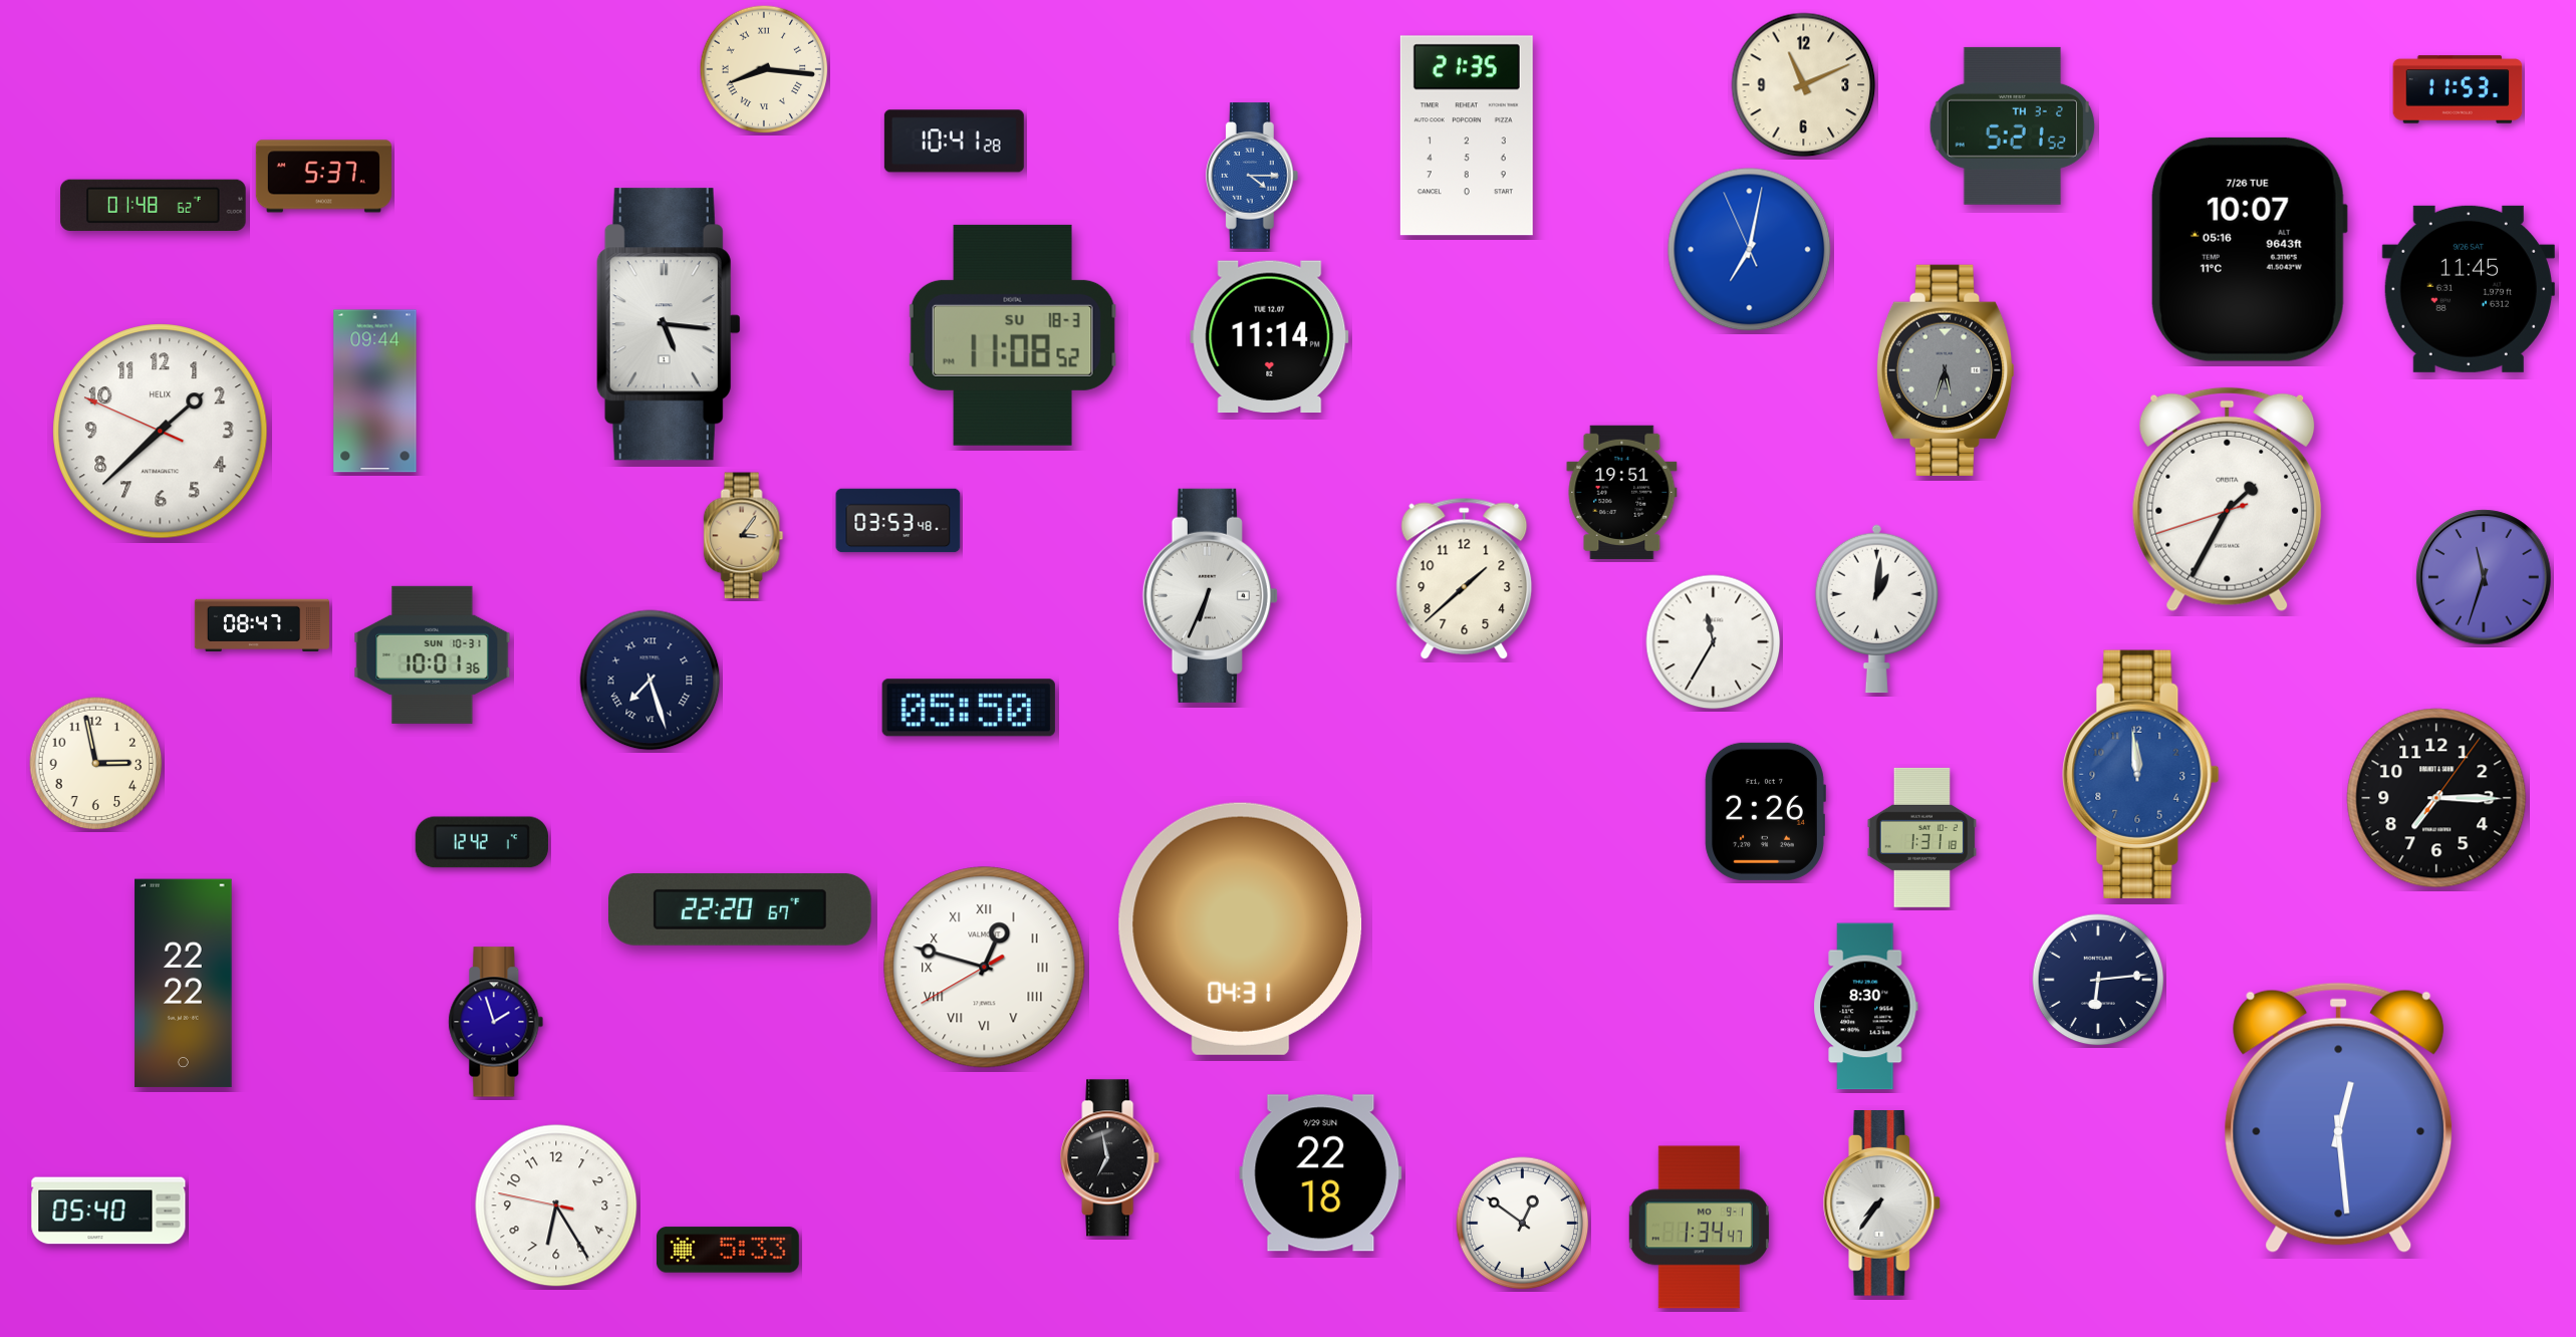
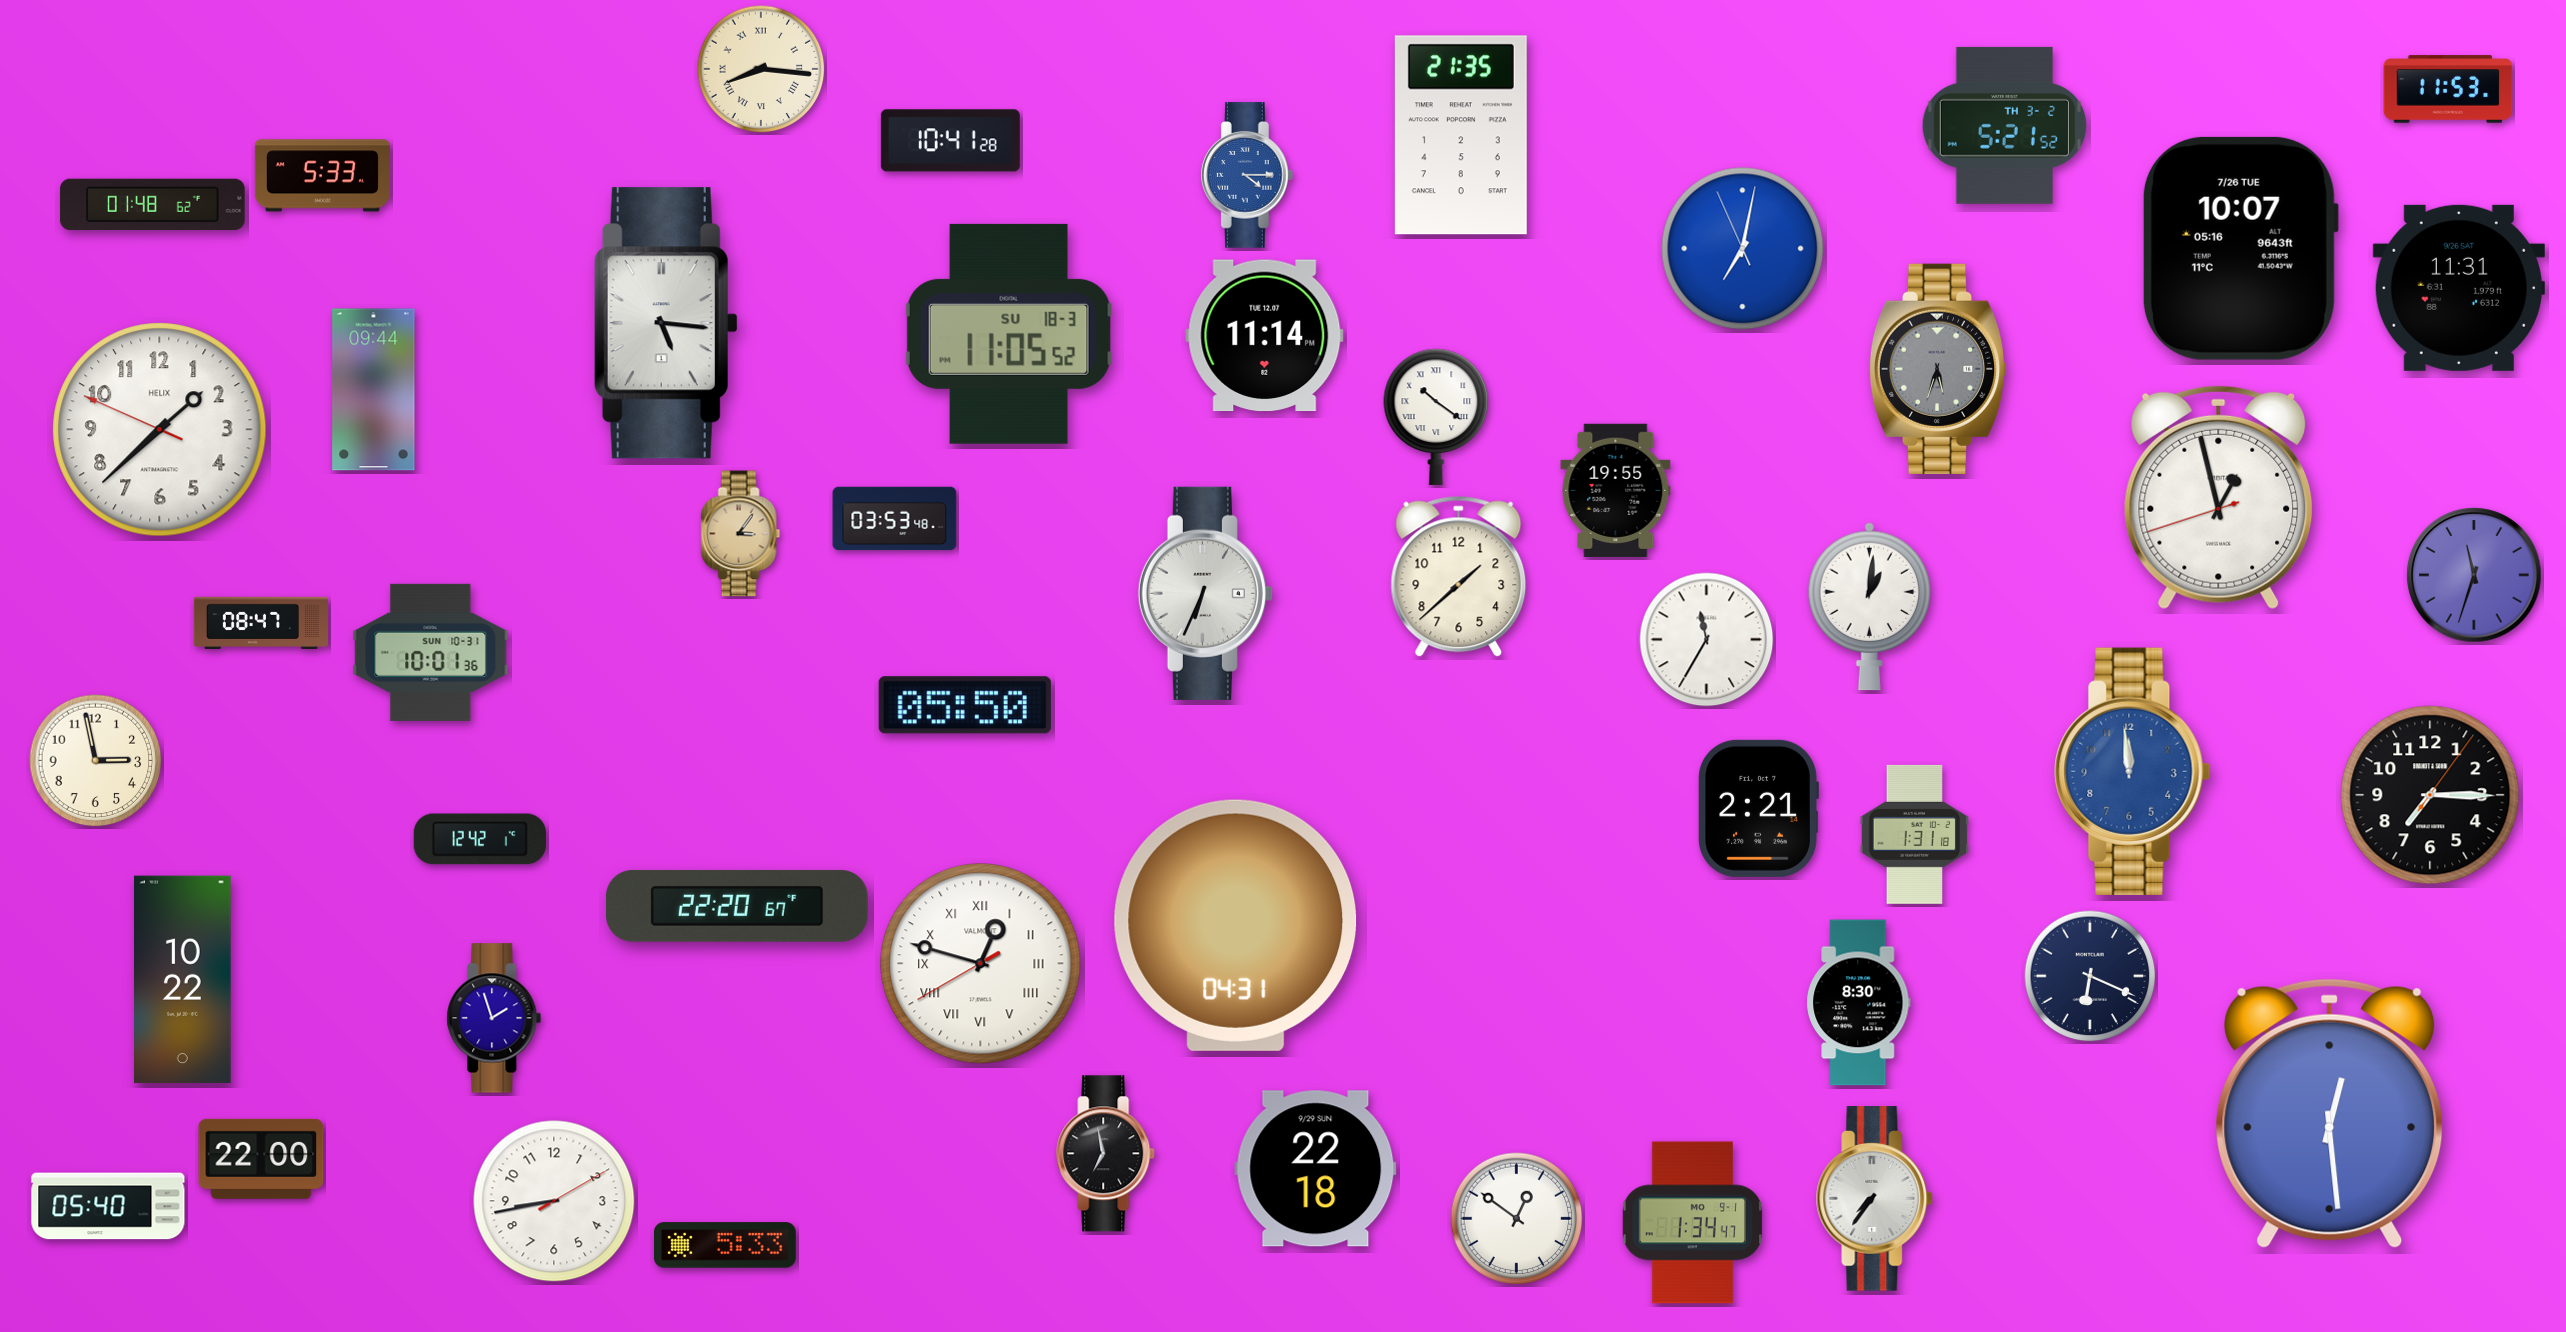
clock at (1804, 85): 11:11 -> none
clock at (323, 177): 5:37 -> 5:33
clock at (2469, 289): 11:45 -> 11:31
clock at (1013, 335): 11:08 -> 11:05
clock at (1436, 417): none -> 10:21
clock at (1622, 492): 19:51 -> 19:55
clock at (2228, 500): 1:34 -> 12:57
clock at (651, 681): 7:27 -> none
clock at (2436, 798) position: (2436, 798) -> (2430, 795)
clock at (1765, 811): 2:26 -> 2:21
clock at (2098, 980): 6:14 -> 6:19
clock at (184, 984): 22:22 -> 10:22
clock at (261, 1159): none -> 22:00
clock at (556, 1206): 6:24 -> 8:43
